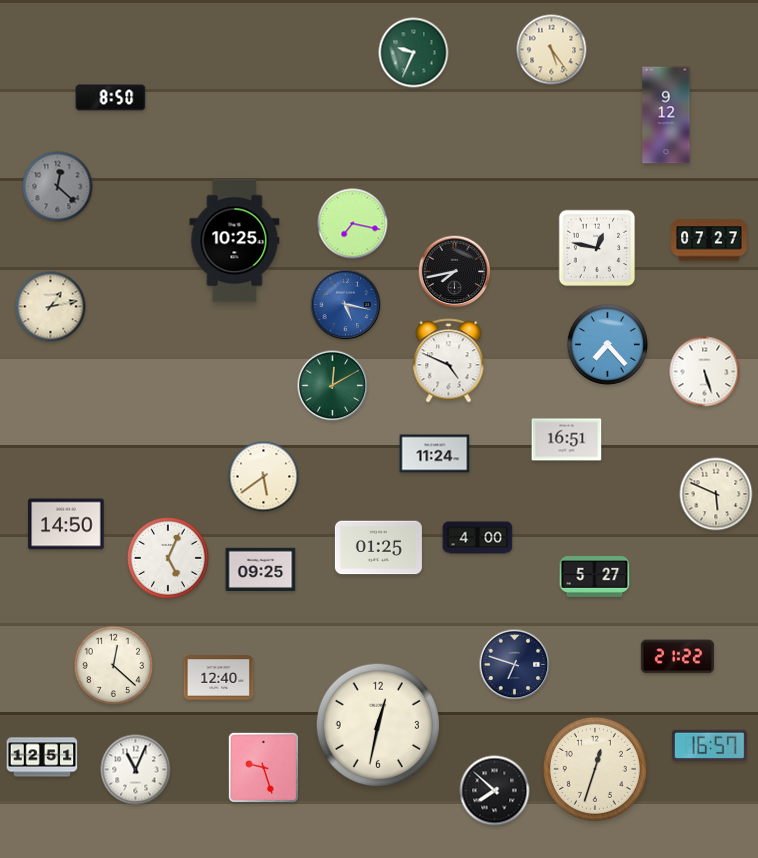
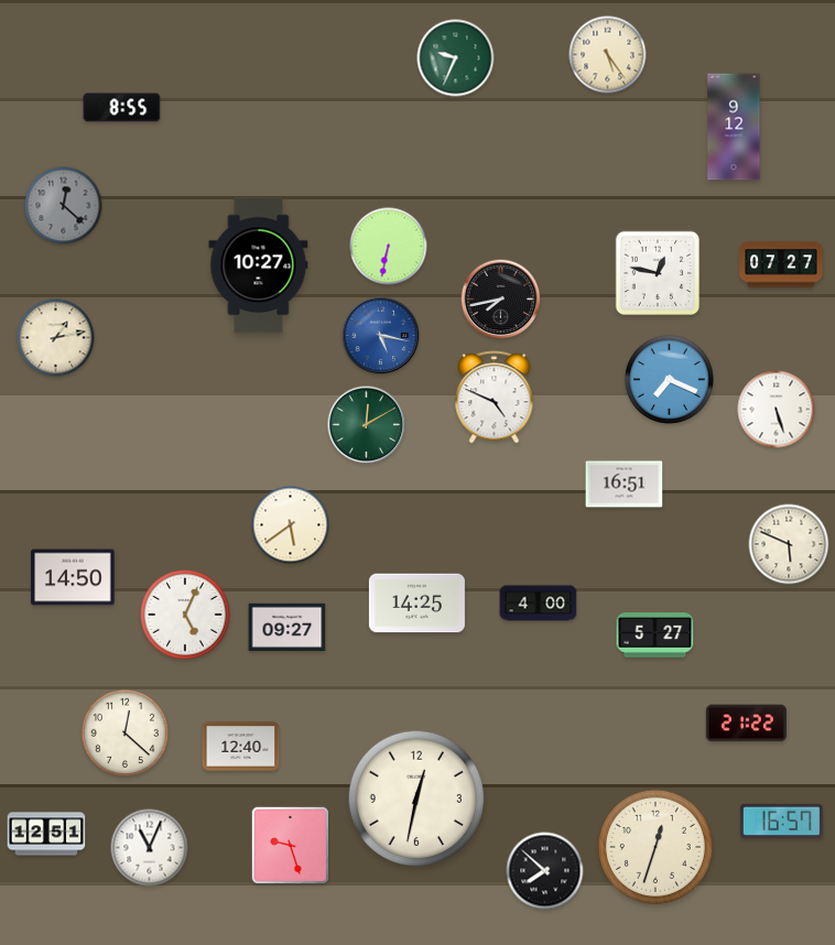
clock at (111, 98): 8:50 -> 8:55
clock at (353, 224): 7:17 -> 6:32
clock at (235, 241): 10:25 -> 10:27
clock at (607, 344): 7:23 -> 7:19
clock at (435, 454): 11:24 -> none
clock at (478, 538) position: (478, 538) -> (539, 604)
clock at (378, 548): 01:25 -> 14:25
clock at (261, 569): 09:25 -> 09:27
clock at (515, 665): 6:48 -> none
